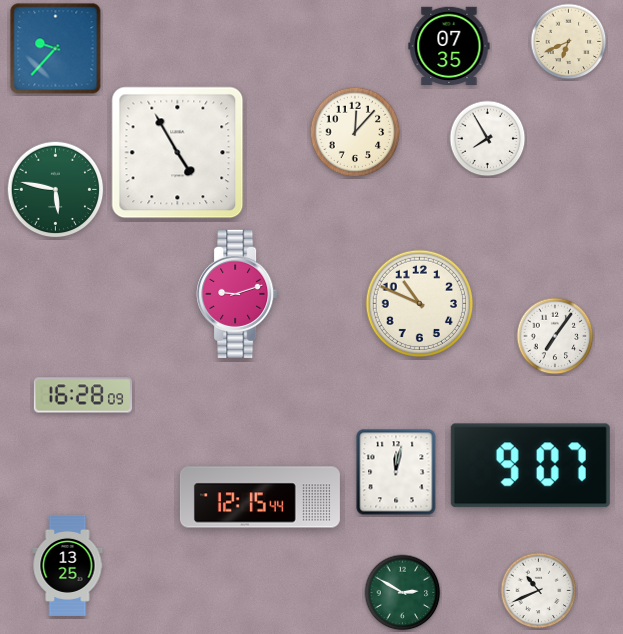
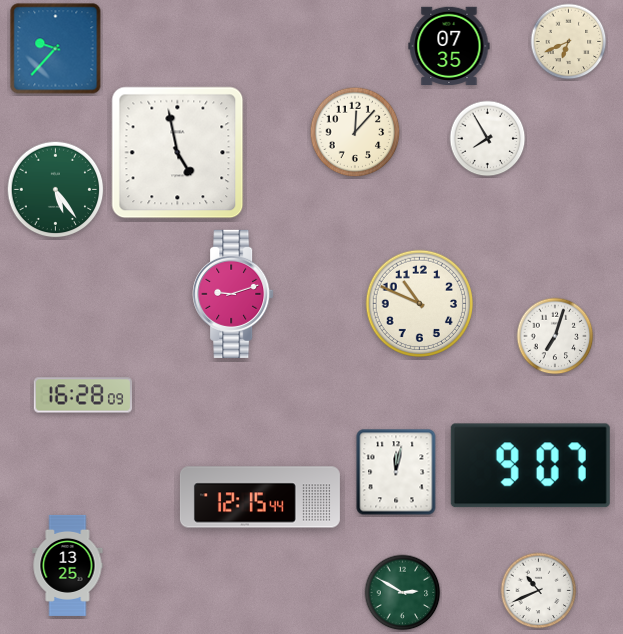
clock at (178, 153): 4:55 -> 4:58
clock at (56, 190): 5:47 -> 5:24
clock at (237, 294) position: (237, 294) -> (233, 294)
clock at (555, 336): 7:06 -> 7:03
